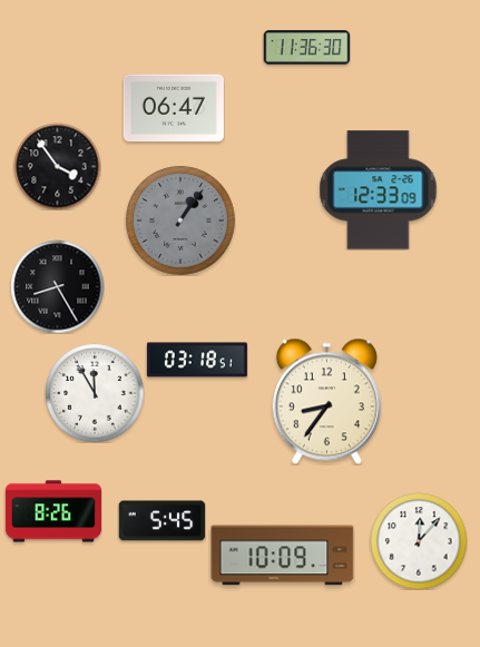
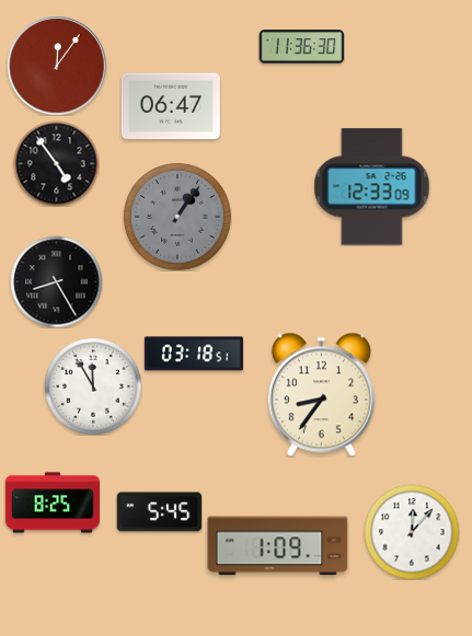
clock at (57, 66): none -> 12:06
clock at (57, 166): 3:54 -> 4:54
clock at (53, 511): 8:26 -> 8:25
clock at (283, 556): 10:09 -> 1:09
